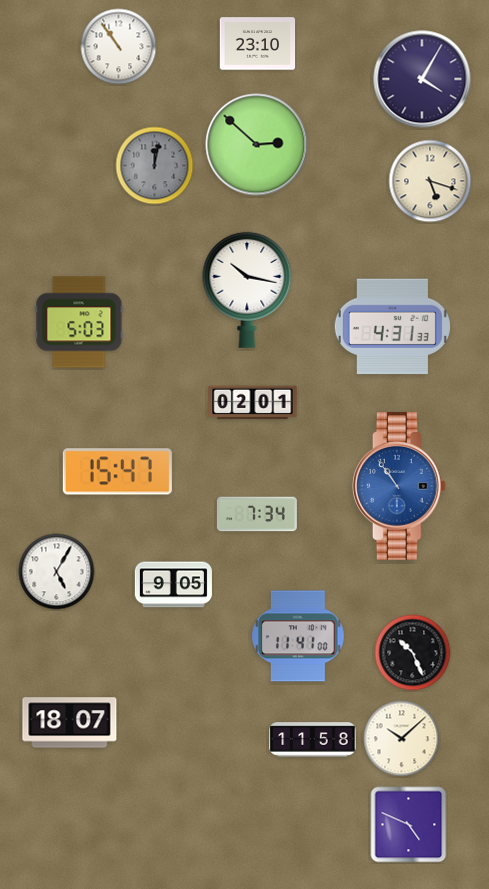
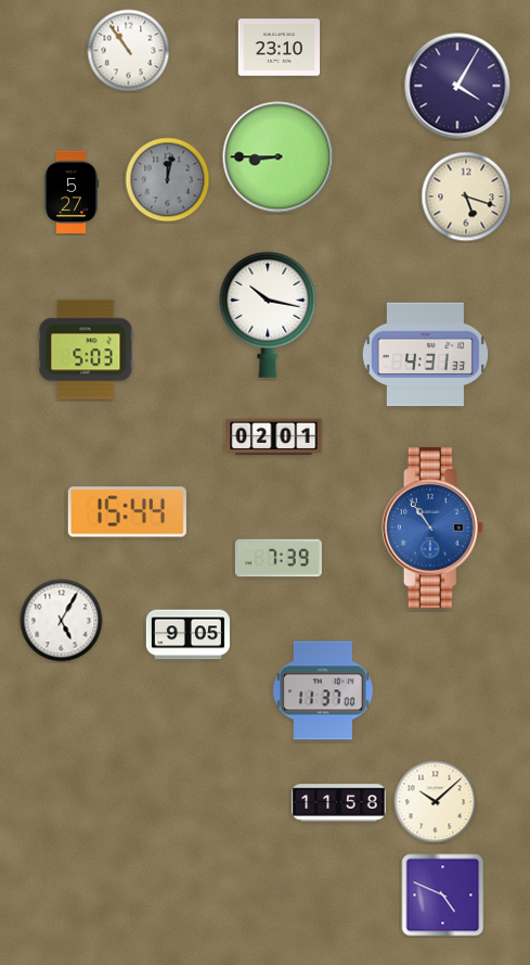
clock at (257, 145): 2:52 -> 8:45
clock at (72, 191): none -> 5:27
clock at (117, 472): 15:47 -> 15:44
clock at (257, 514): 7:34 -> 7:39
clock at (298, 636): 11:41 -> 11:37
clock at (413, 653): 10:26 -> none
clock at (70, 723): 18:07 -> none
